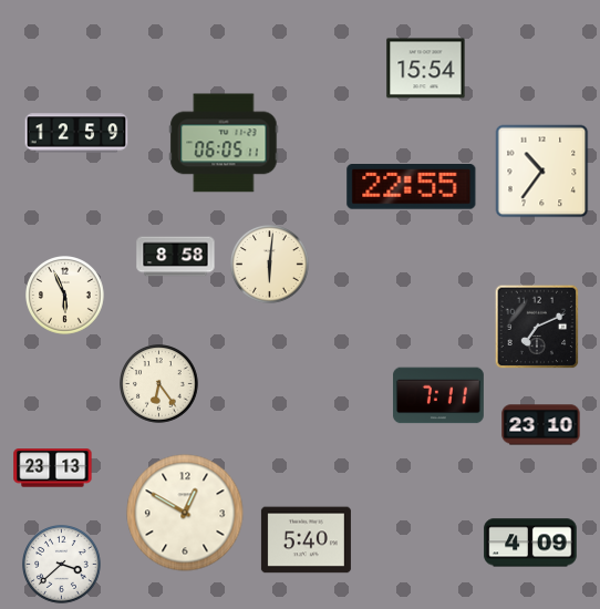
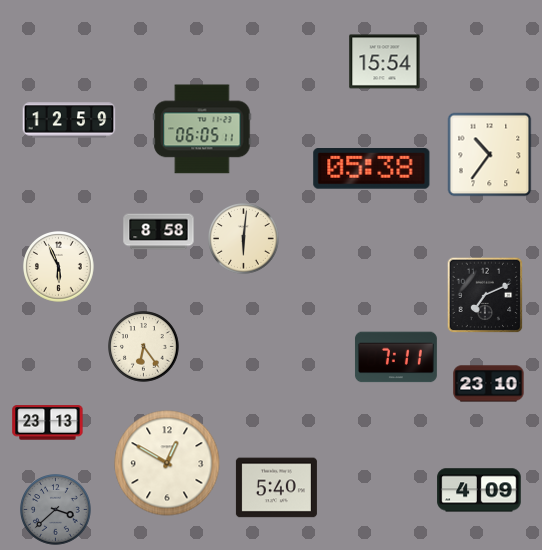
clock at (412, 187): 22:55 -> 05:38
clock at (62, 565) dial: white -> grey
